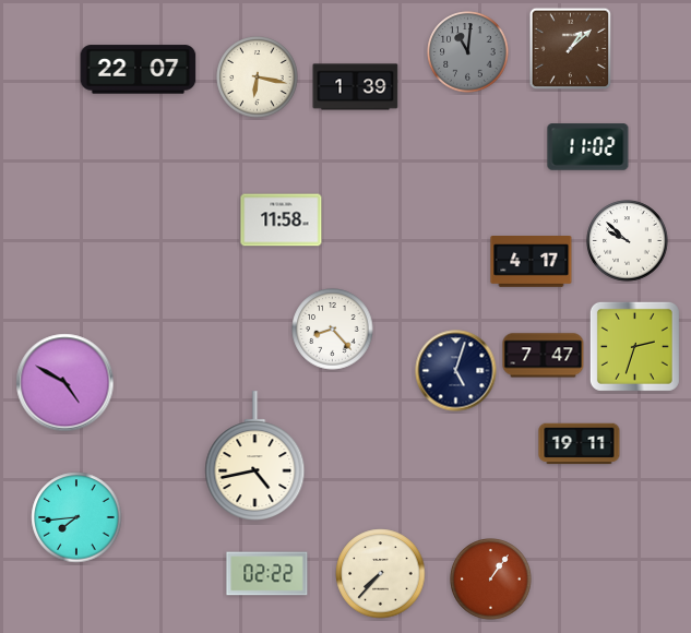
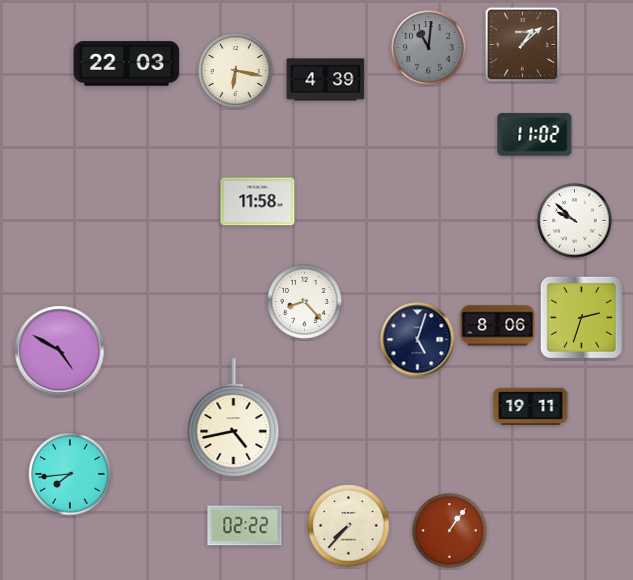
clock at (139, 70): 22:07 -> 22:03
clock at (356, 87): 1:39 -> 4:39
clock at (588, 147) position: (588, 147) -> (535, 135)
clock at (532, 262): 4:17 -> none
clock at (544, 356): 7:47 -> 8:06
